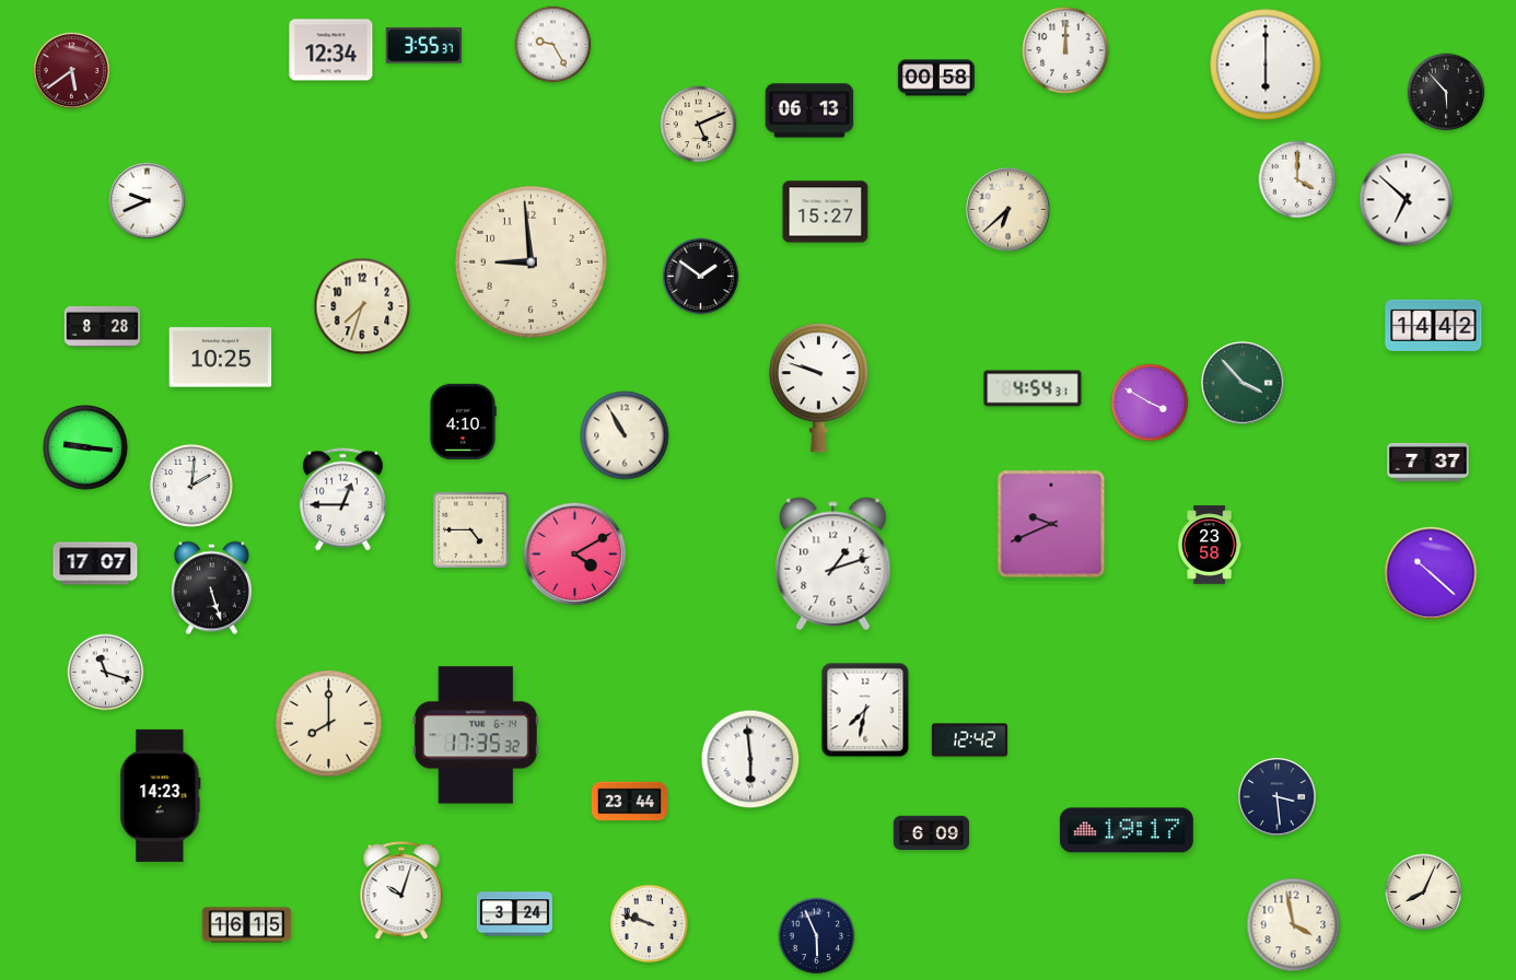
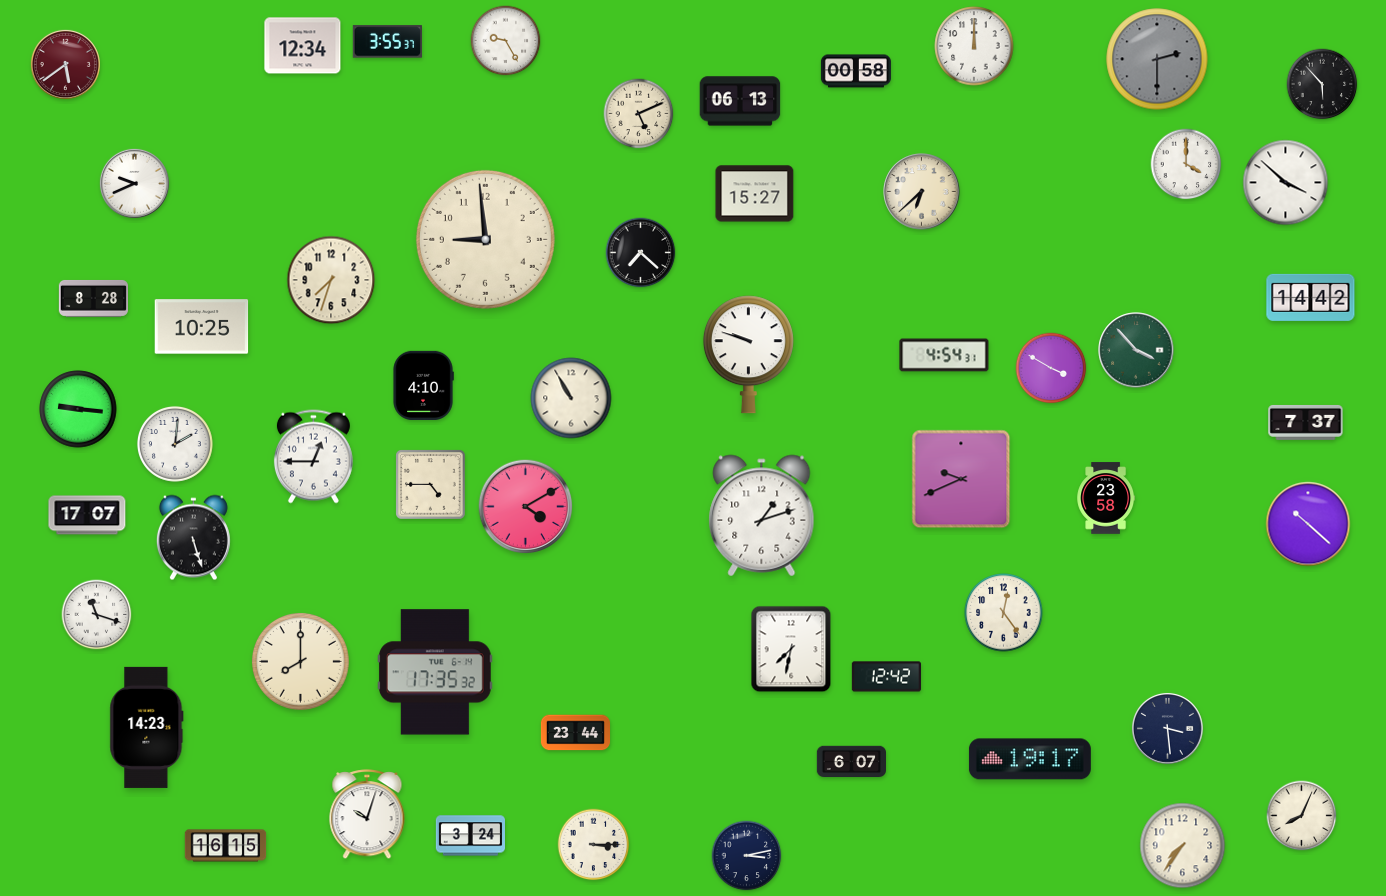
clock at (1266, 65): 6:00 -> 2:30
clock at (1266, 65) dial: white -> grey
clock at (1407, 200): 6:52 -> 3:52
clock at (701, 277): 1:51 -> 7:22
clock at (1004, 613): none -> 12:24
clock at (750, 759): 5:59 -> none
clock at (931, 833): 6:09 -> 6:07
clock at (650, 924): 9:48 -> 3:15
clock at (1294, 925): 3:58 -> 7:36
clock at (817, 936): 5:56 -> 3:13
